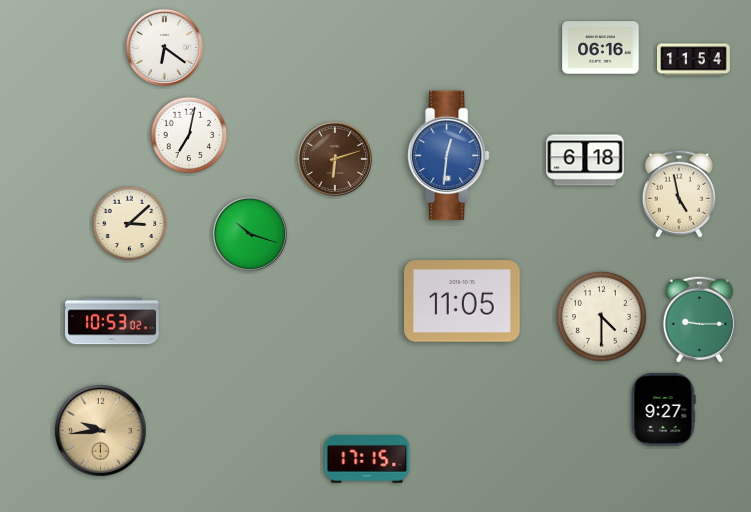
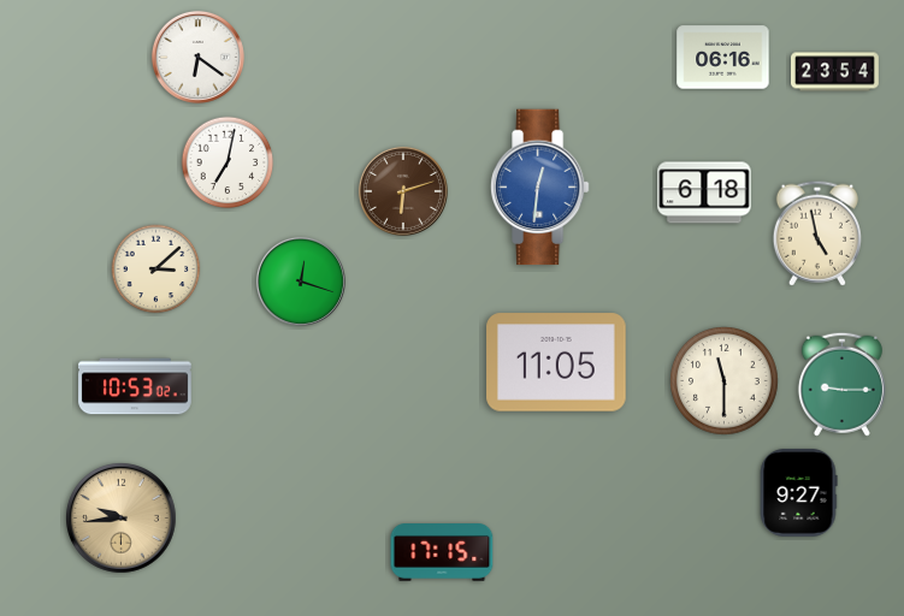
clock at (694, 60): 11:54 -> 23:54
clock at (250, 234): 10:18 -> 12:18
clock at (602, 317): 4:30 -> 11:30
